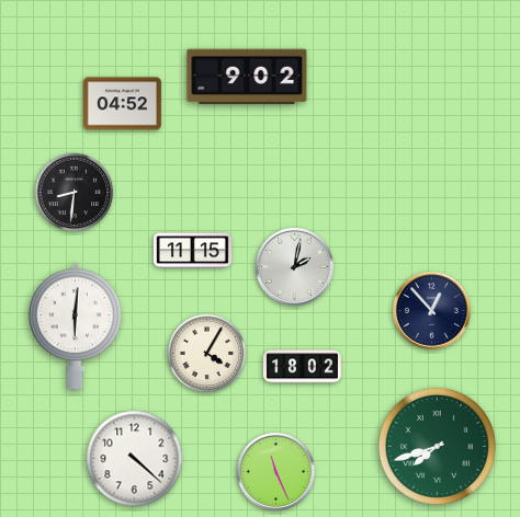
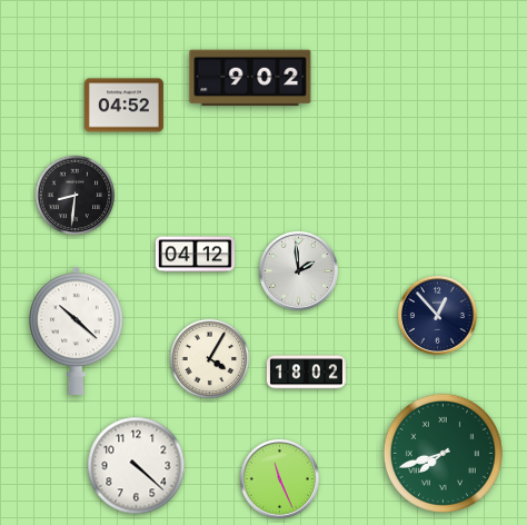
clock at (192, 251): 11:15 -> 04:12
clock at (294, 266): 2:02 -> 1:59
clock at (76, 325): 6:01 -> 10:22
